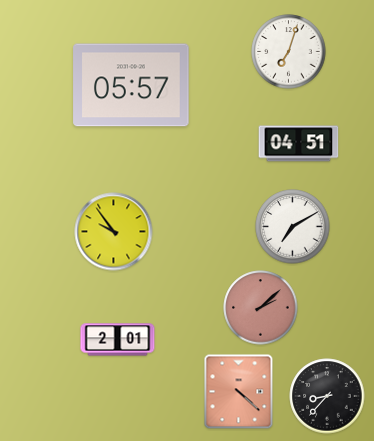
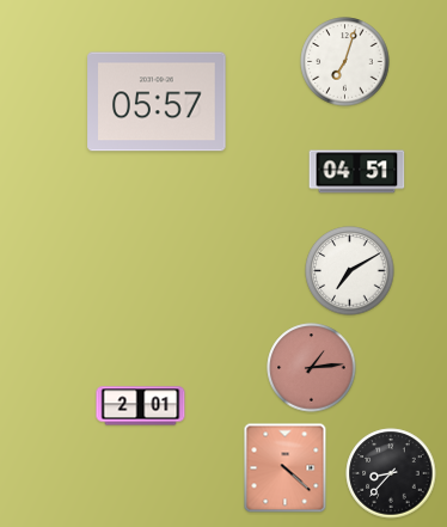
clock at (114, 232): 9:54 -> none
clock at (261, 308): 2:08 -> 1:14
